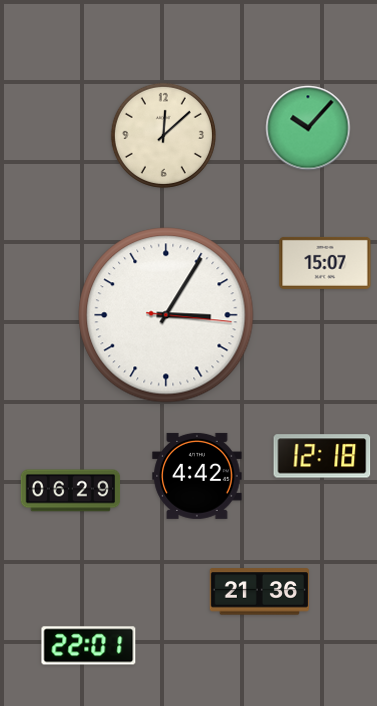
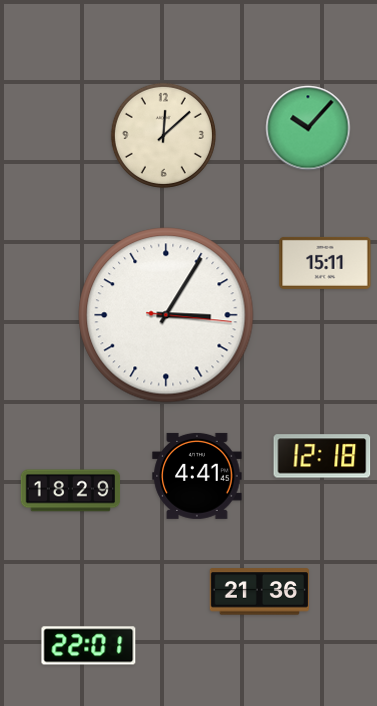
clock at (325, 263): 15:07 -> 15:11
clock at (197, 476): 4:42 -> 4:41
clock at (71, 491): 06:29 -> 18:29
